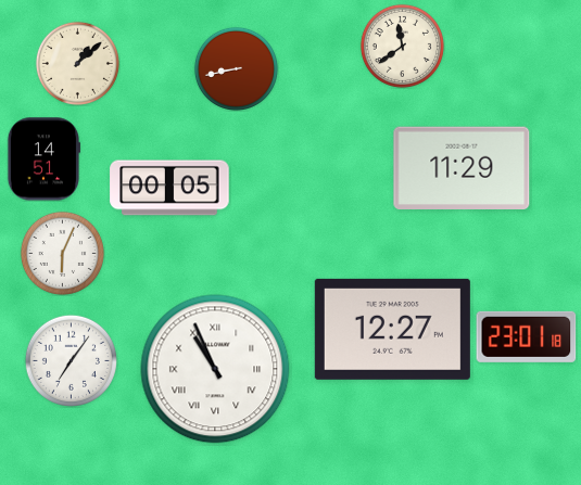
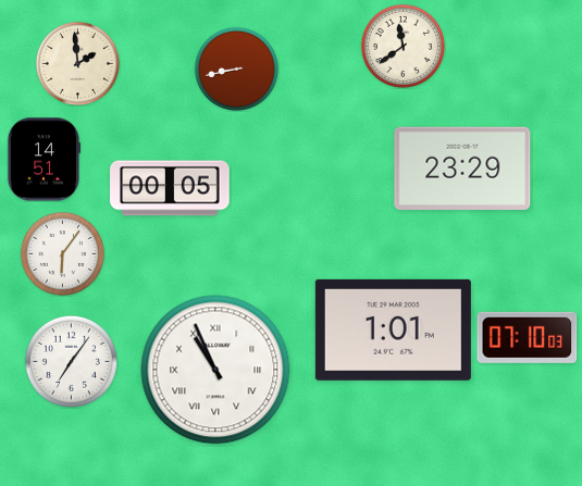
clock at (77, 63): 1:08 -> 1:59
clock at (462, 168): 11:29 -> 23:29
clock at (62, 253): 6:04 -> 6:06
clock at (392, 329): 12:27 -> 1:01
clock at (527, 336): 23:01 -> 07:10
